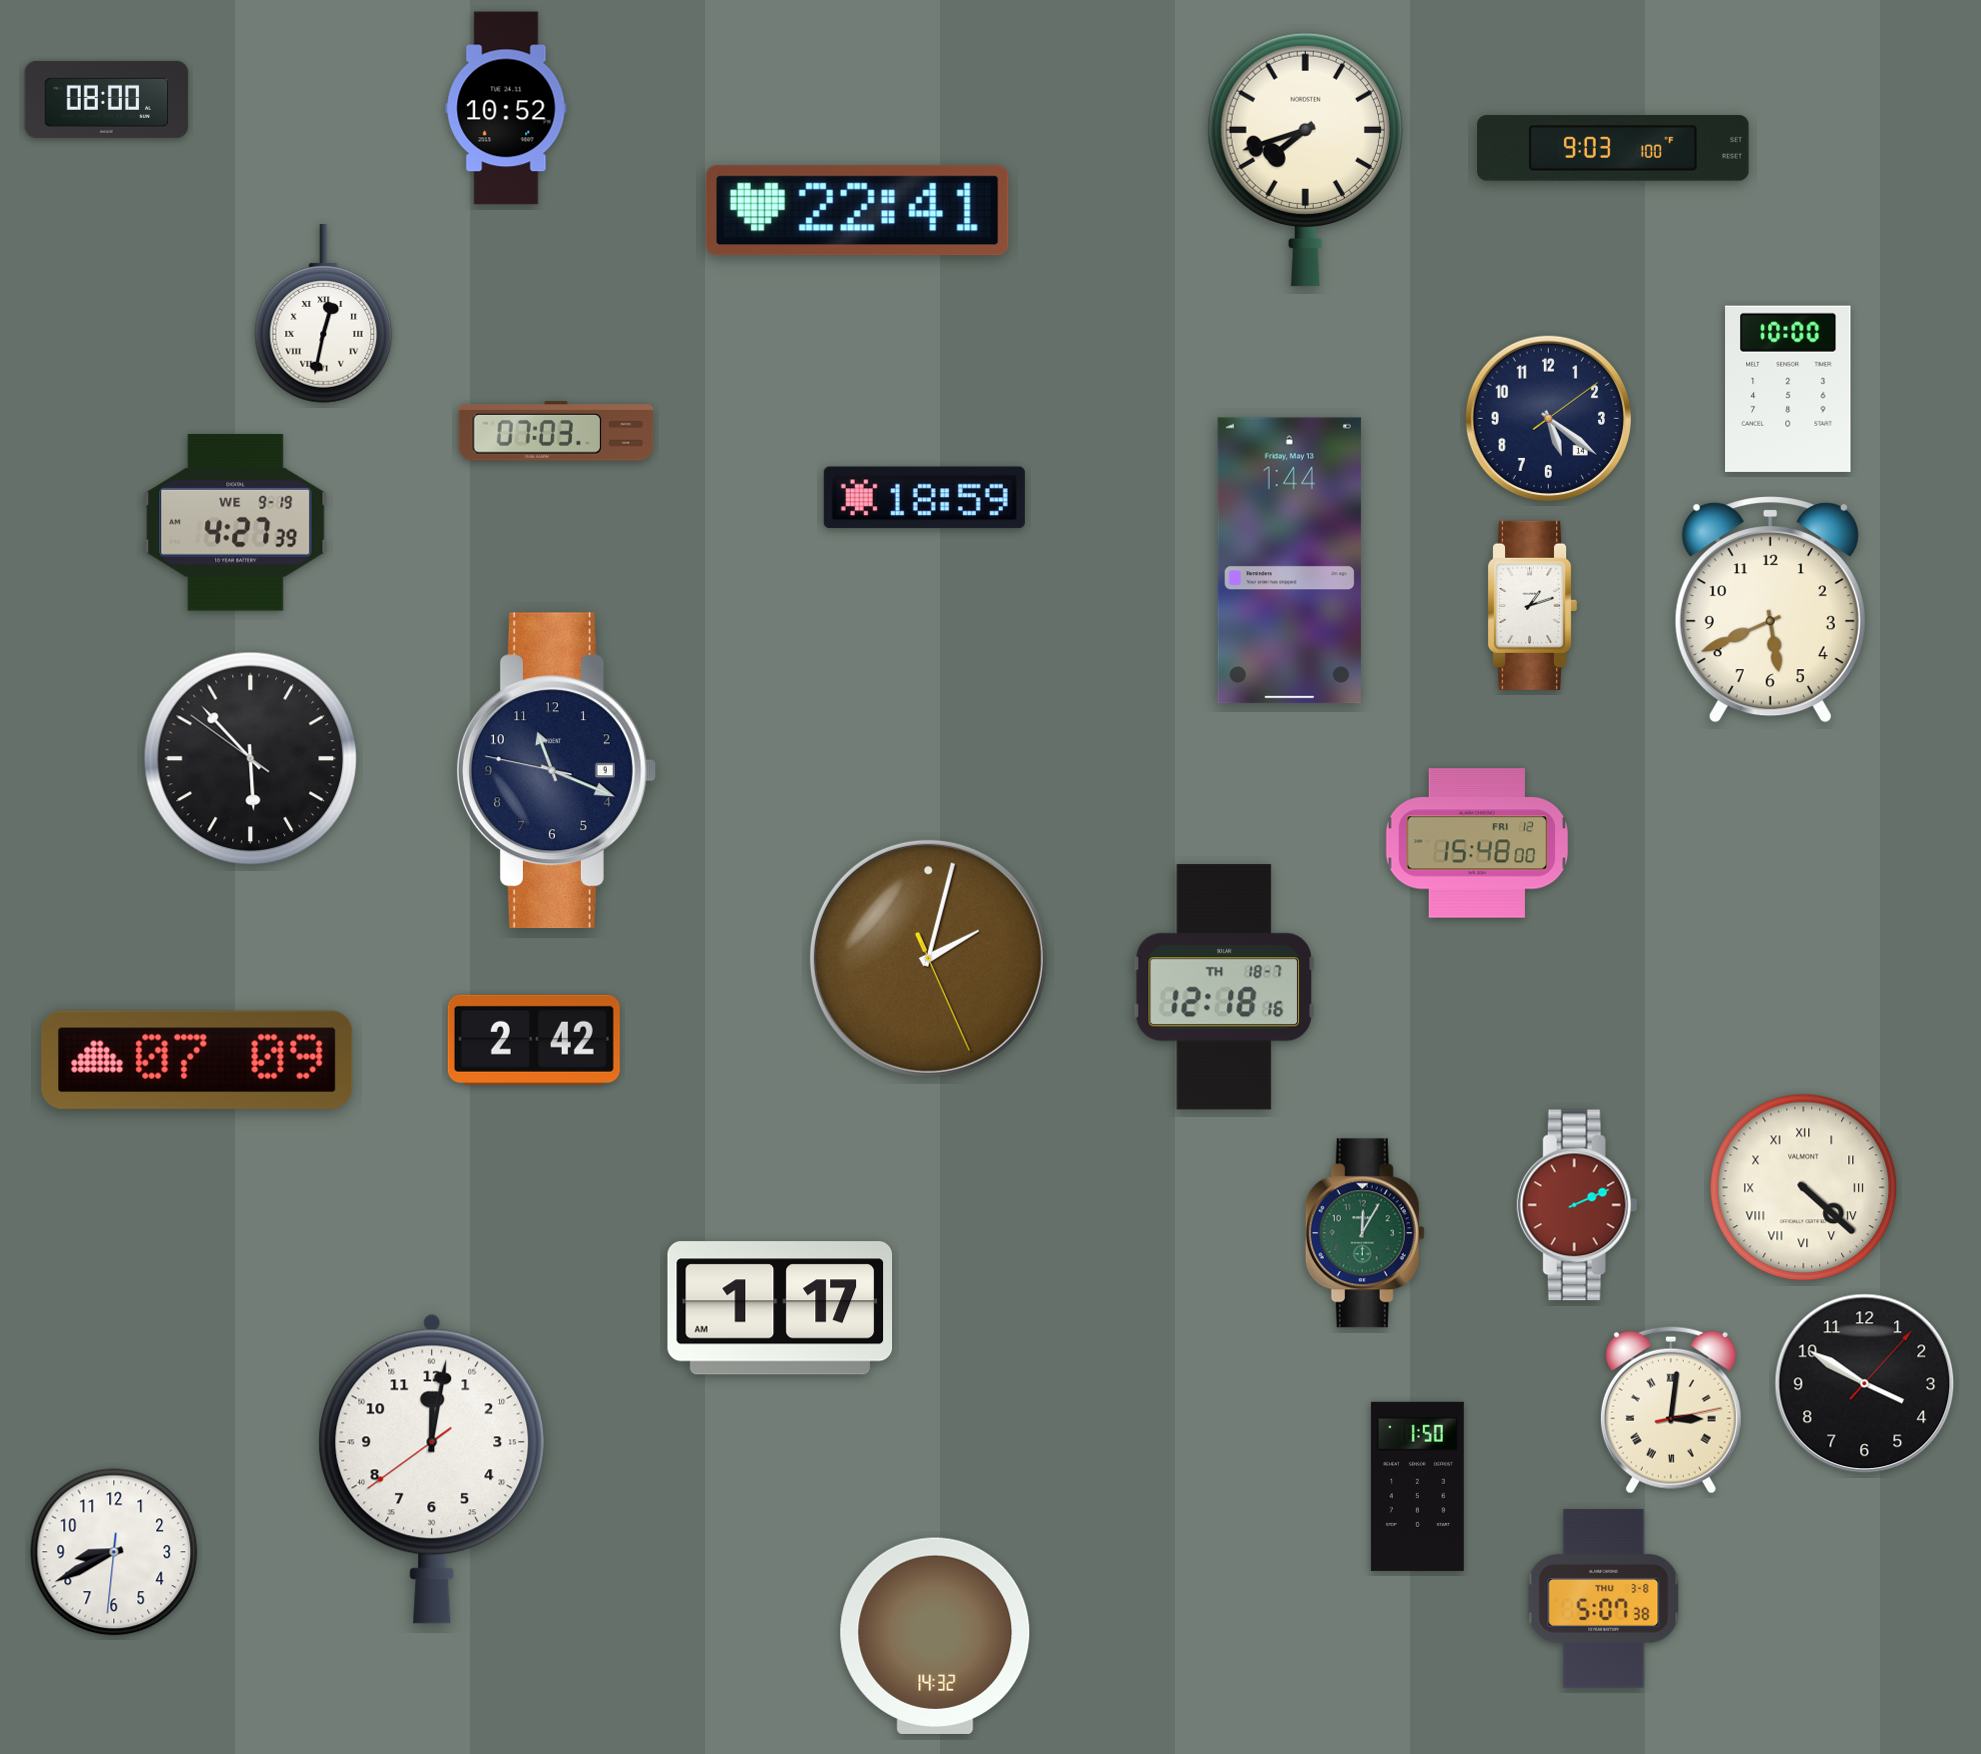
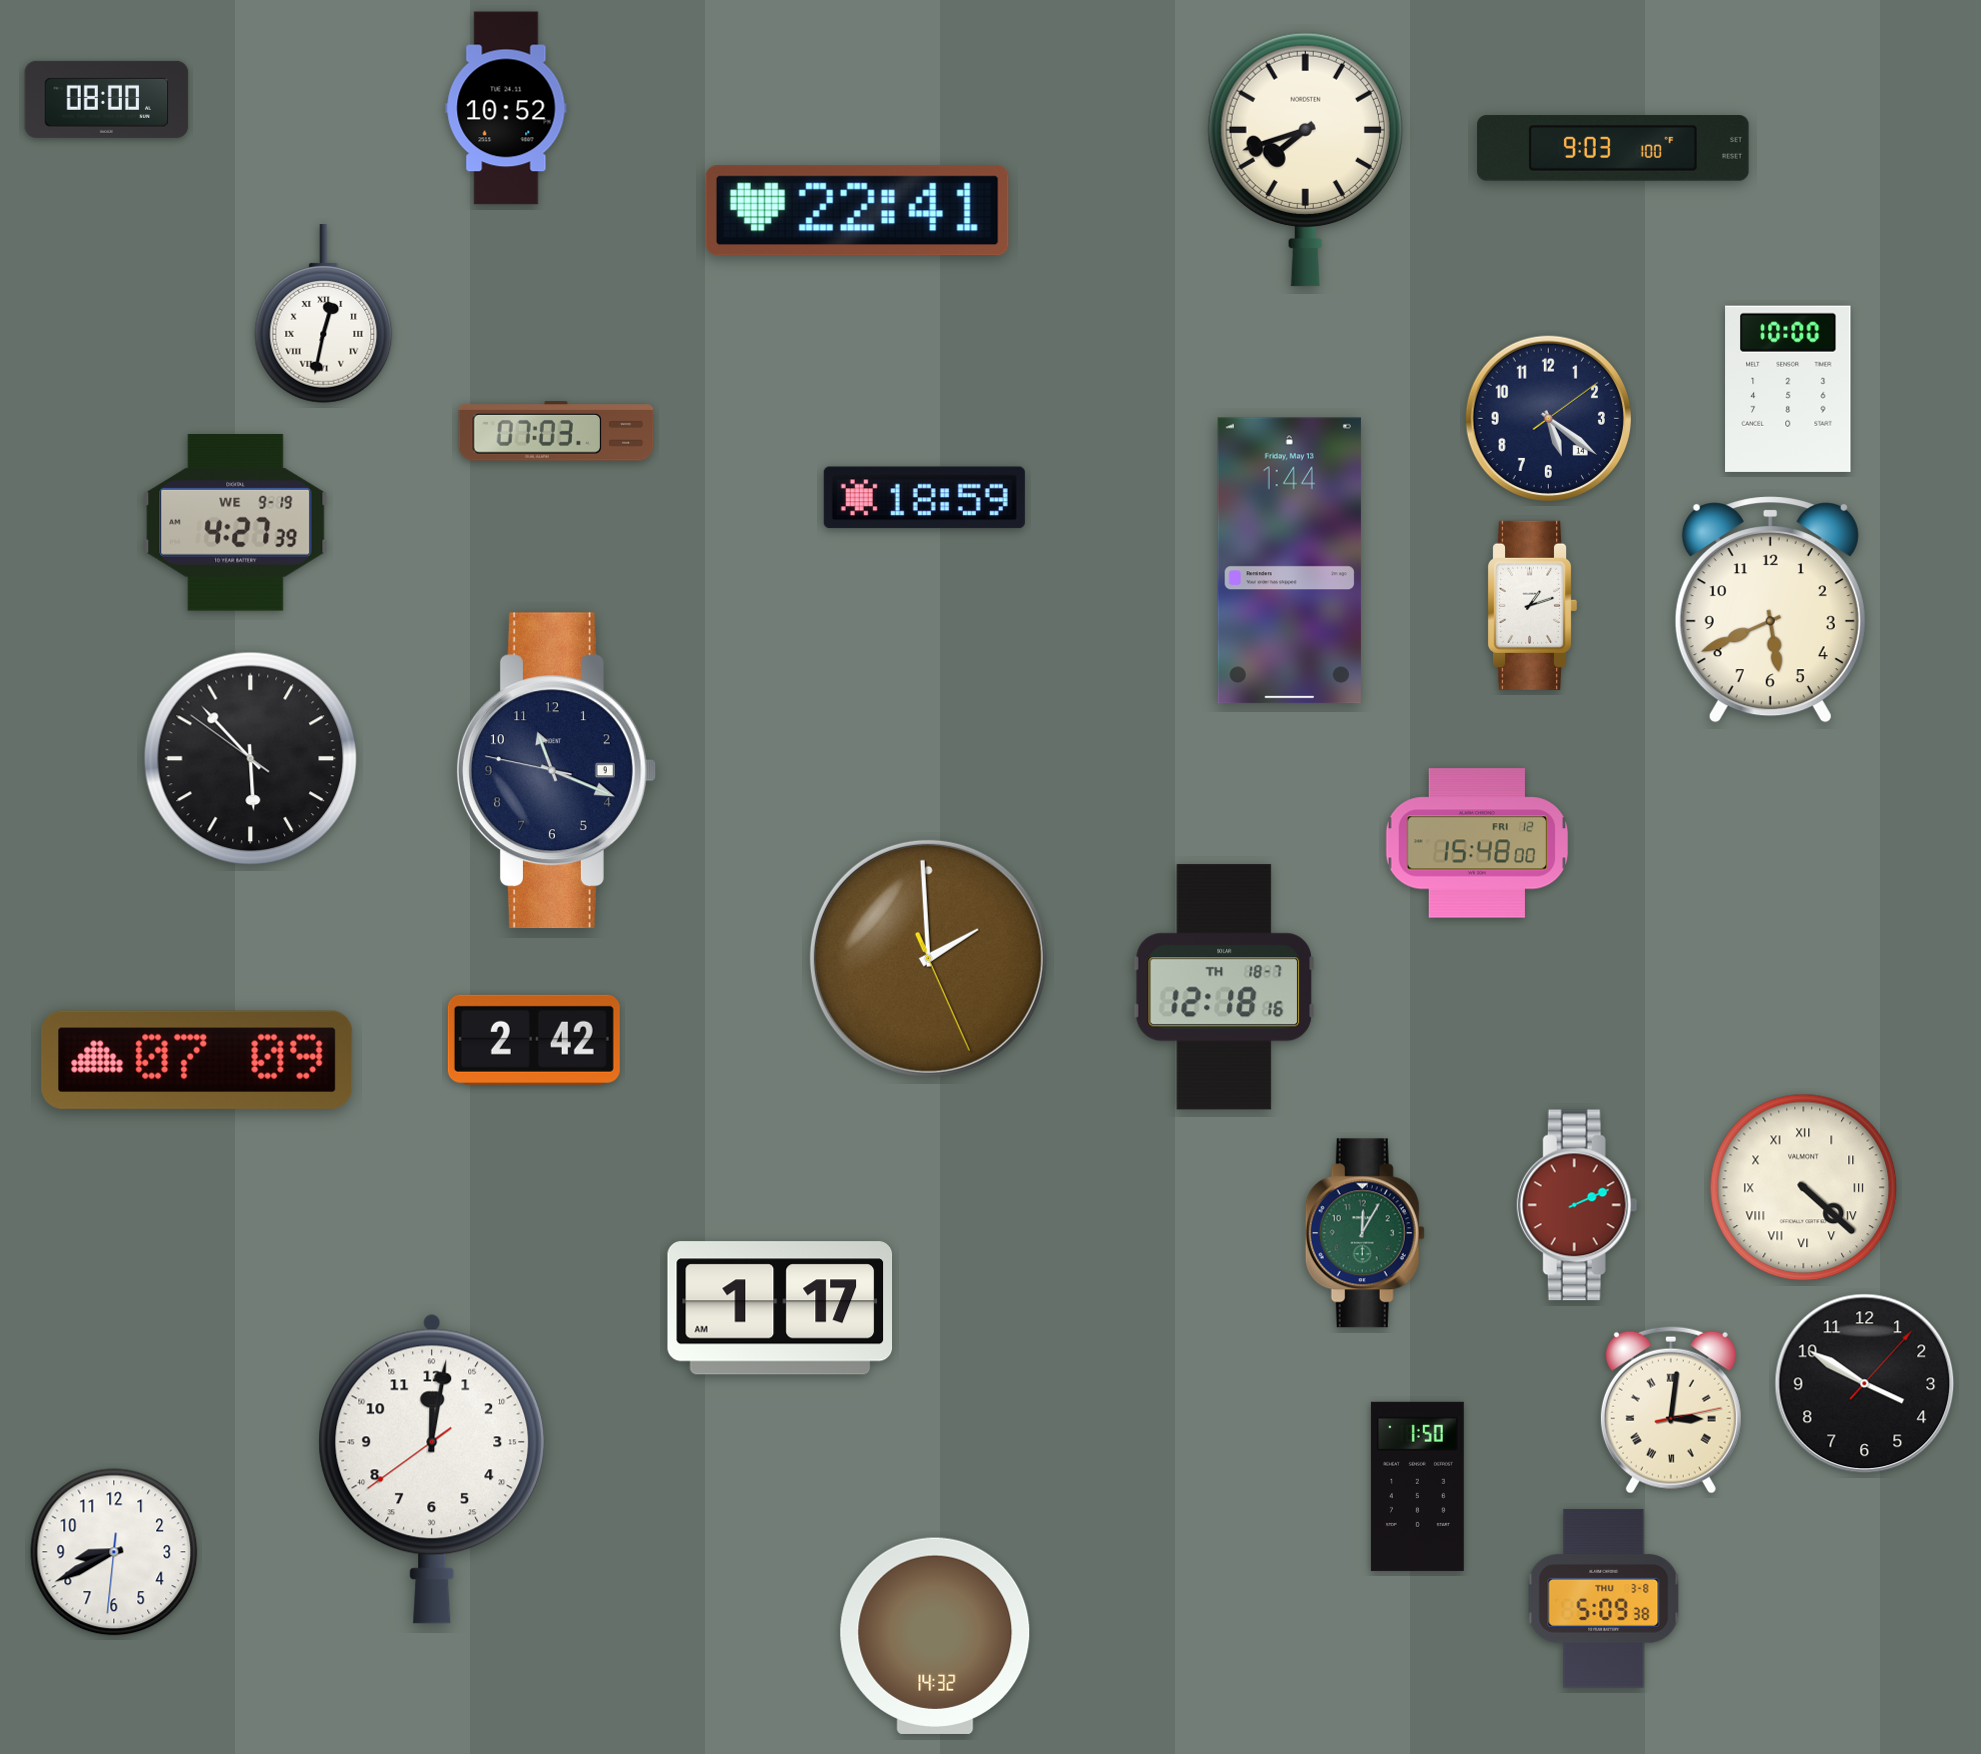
clock at (928, 958): 2:02 -> 1:59
clock at (1604, 1599): 5:07 -> 5:09
